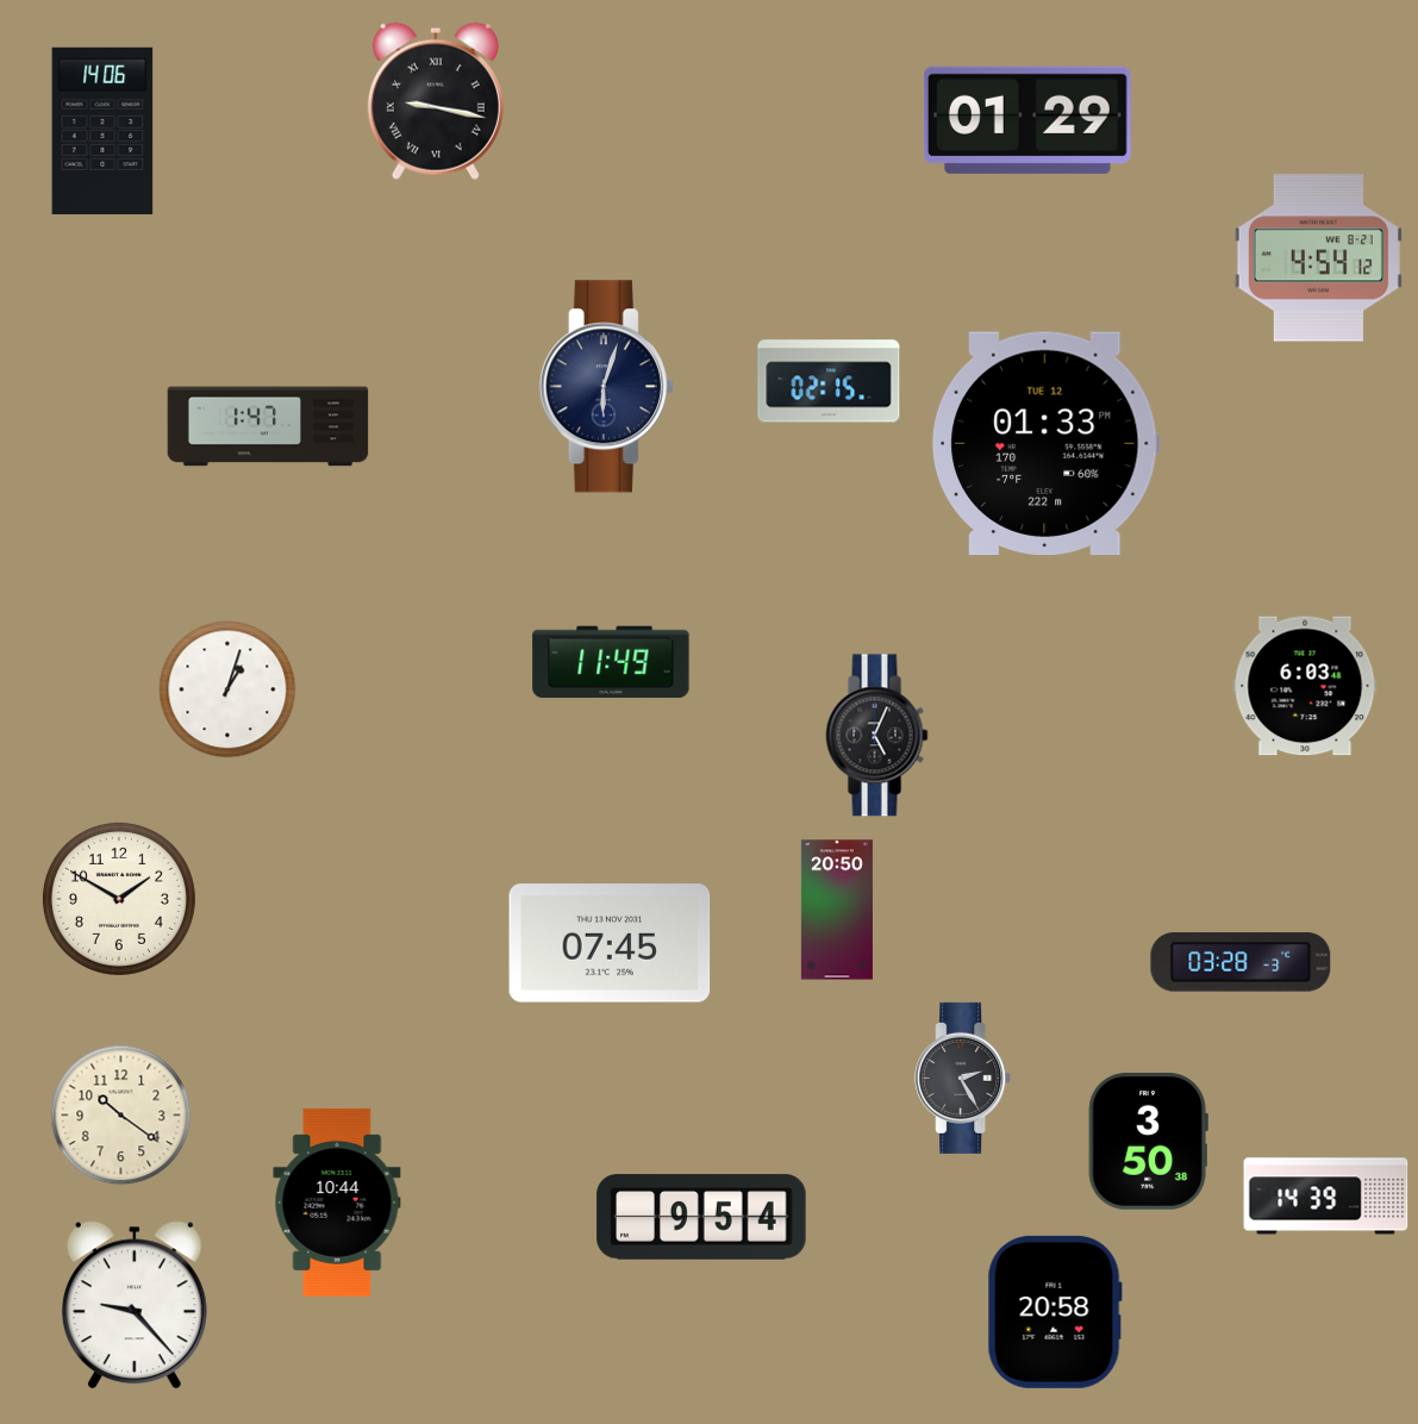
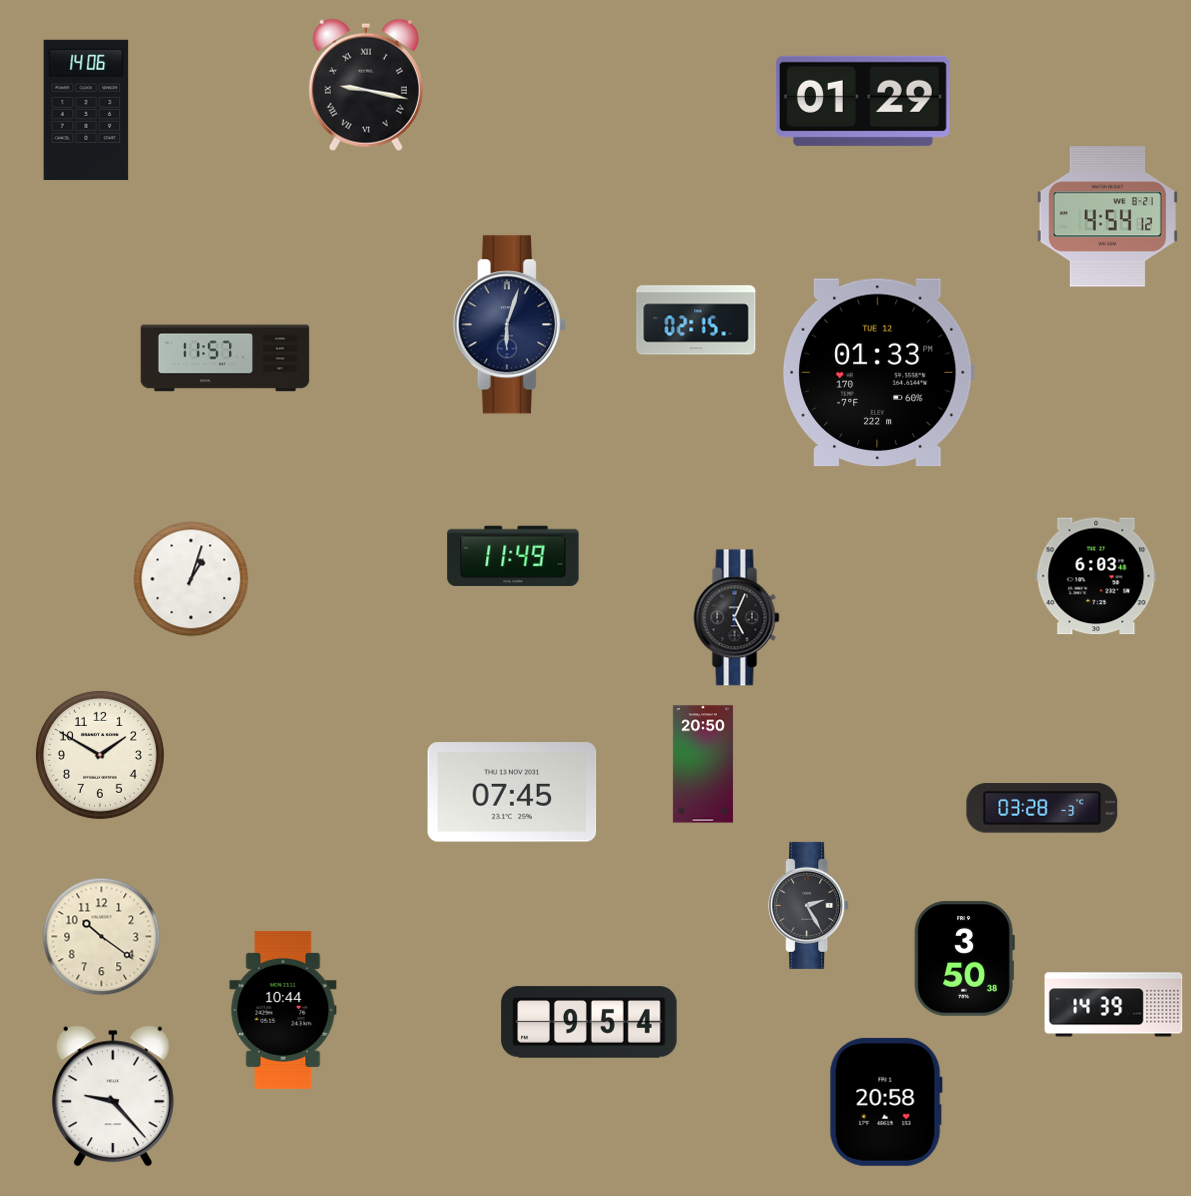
clock at (268, 426): 1:47 -> 11:57
